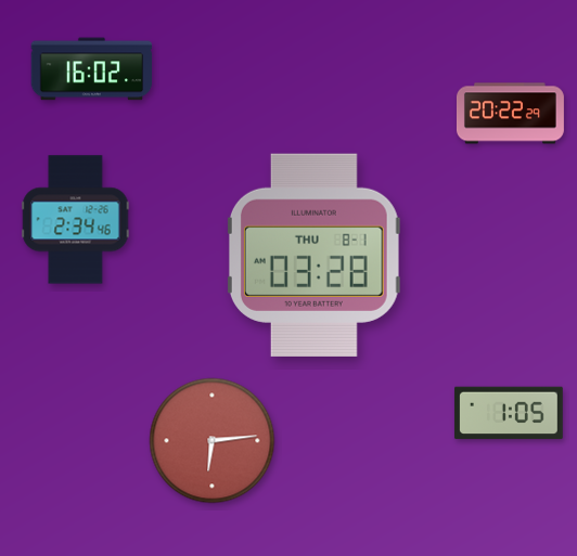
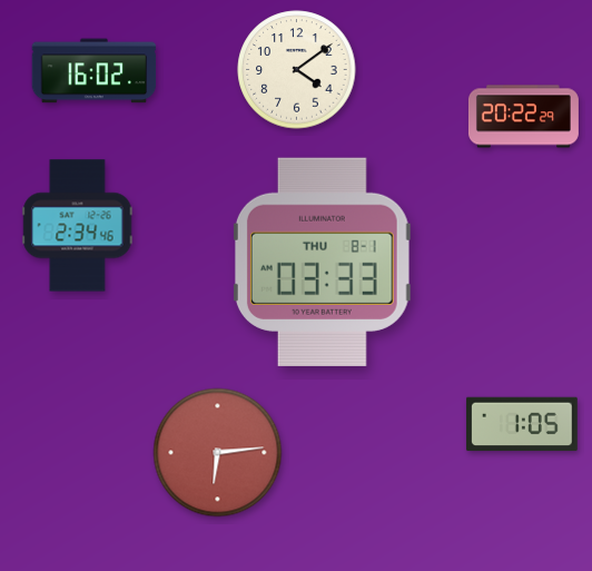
clock at (297, 70): none -> 4:09
clock at (313, 255): 03:28 -> 03:33
